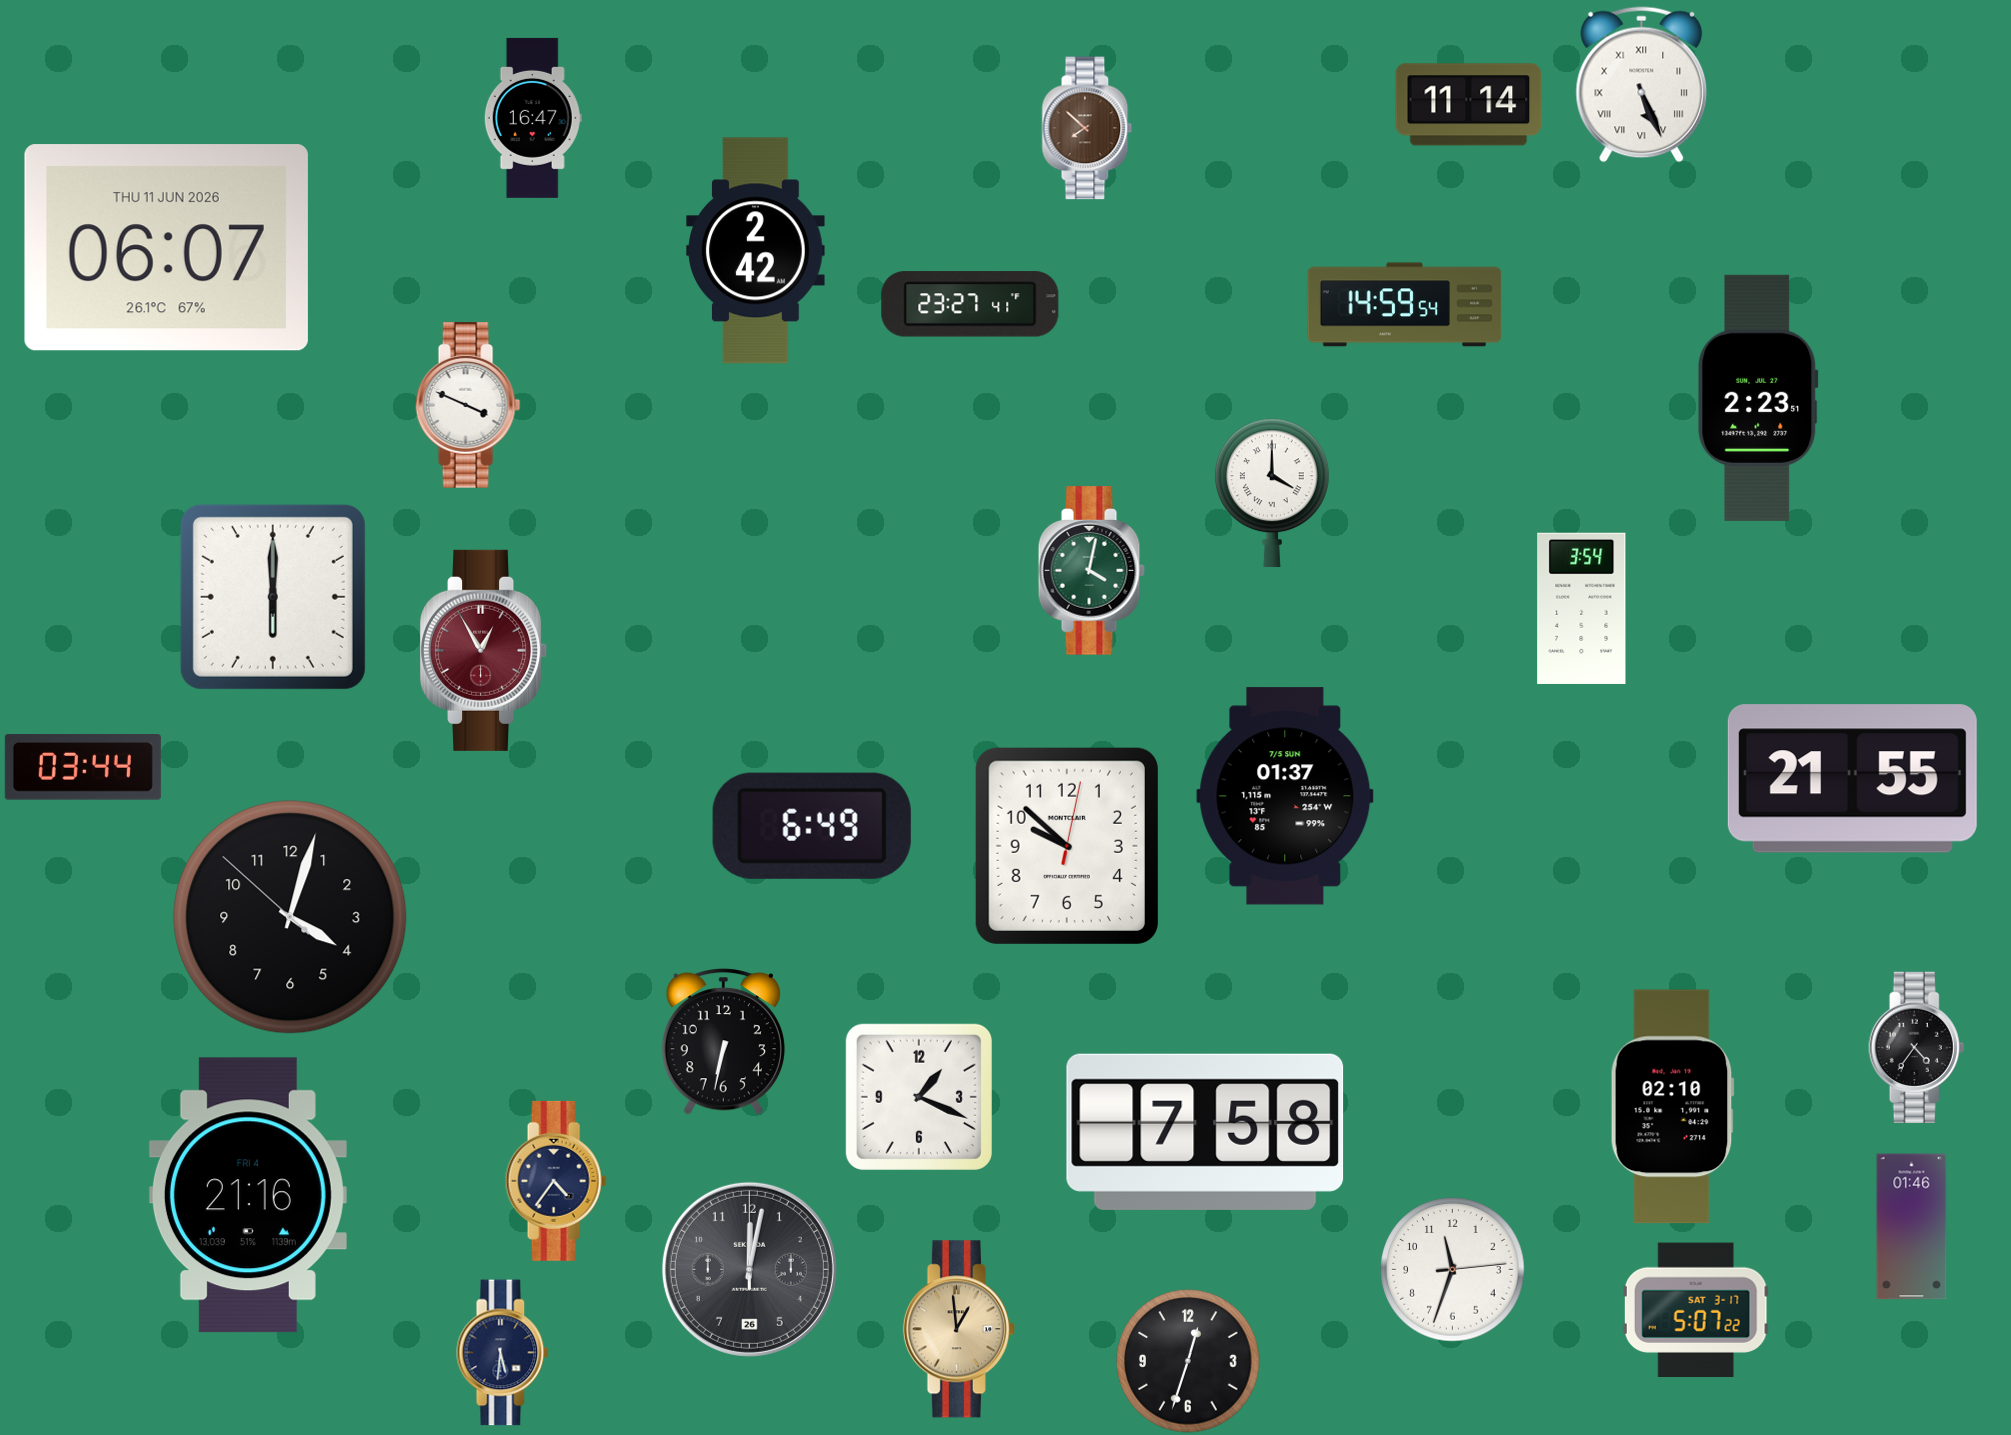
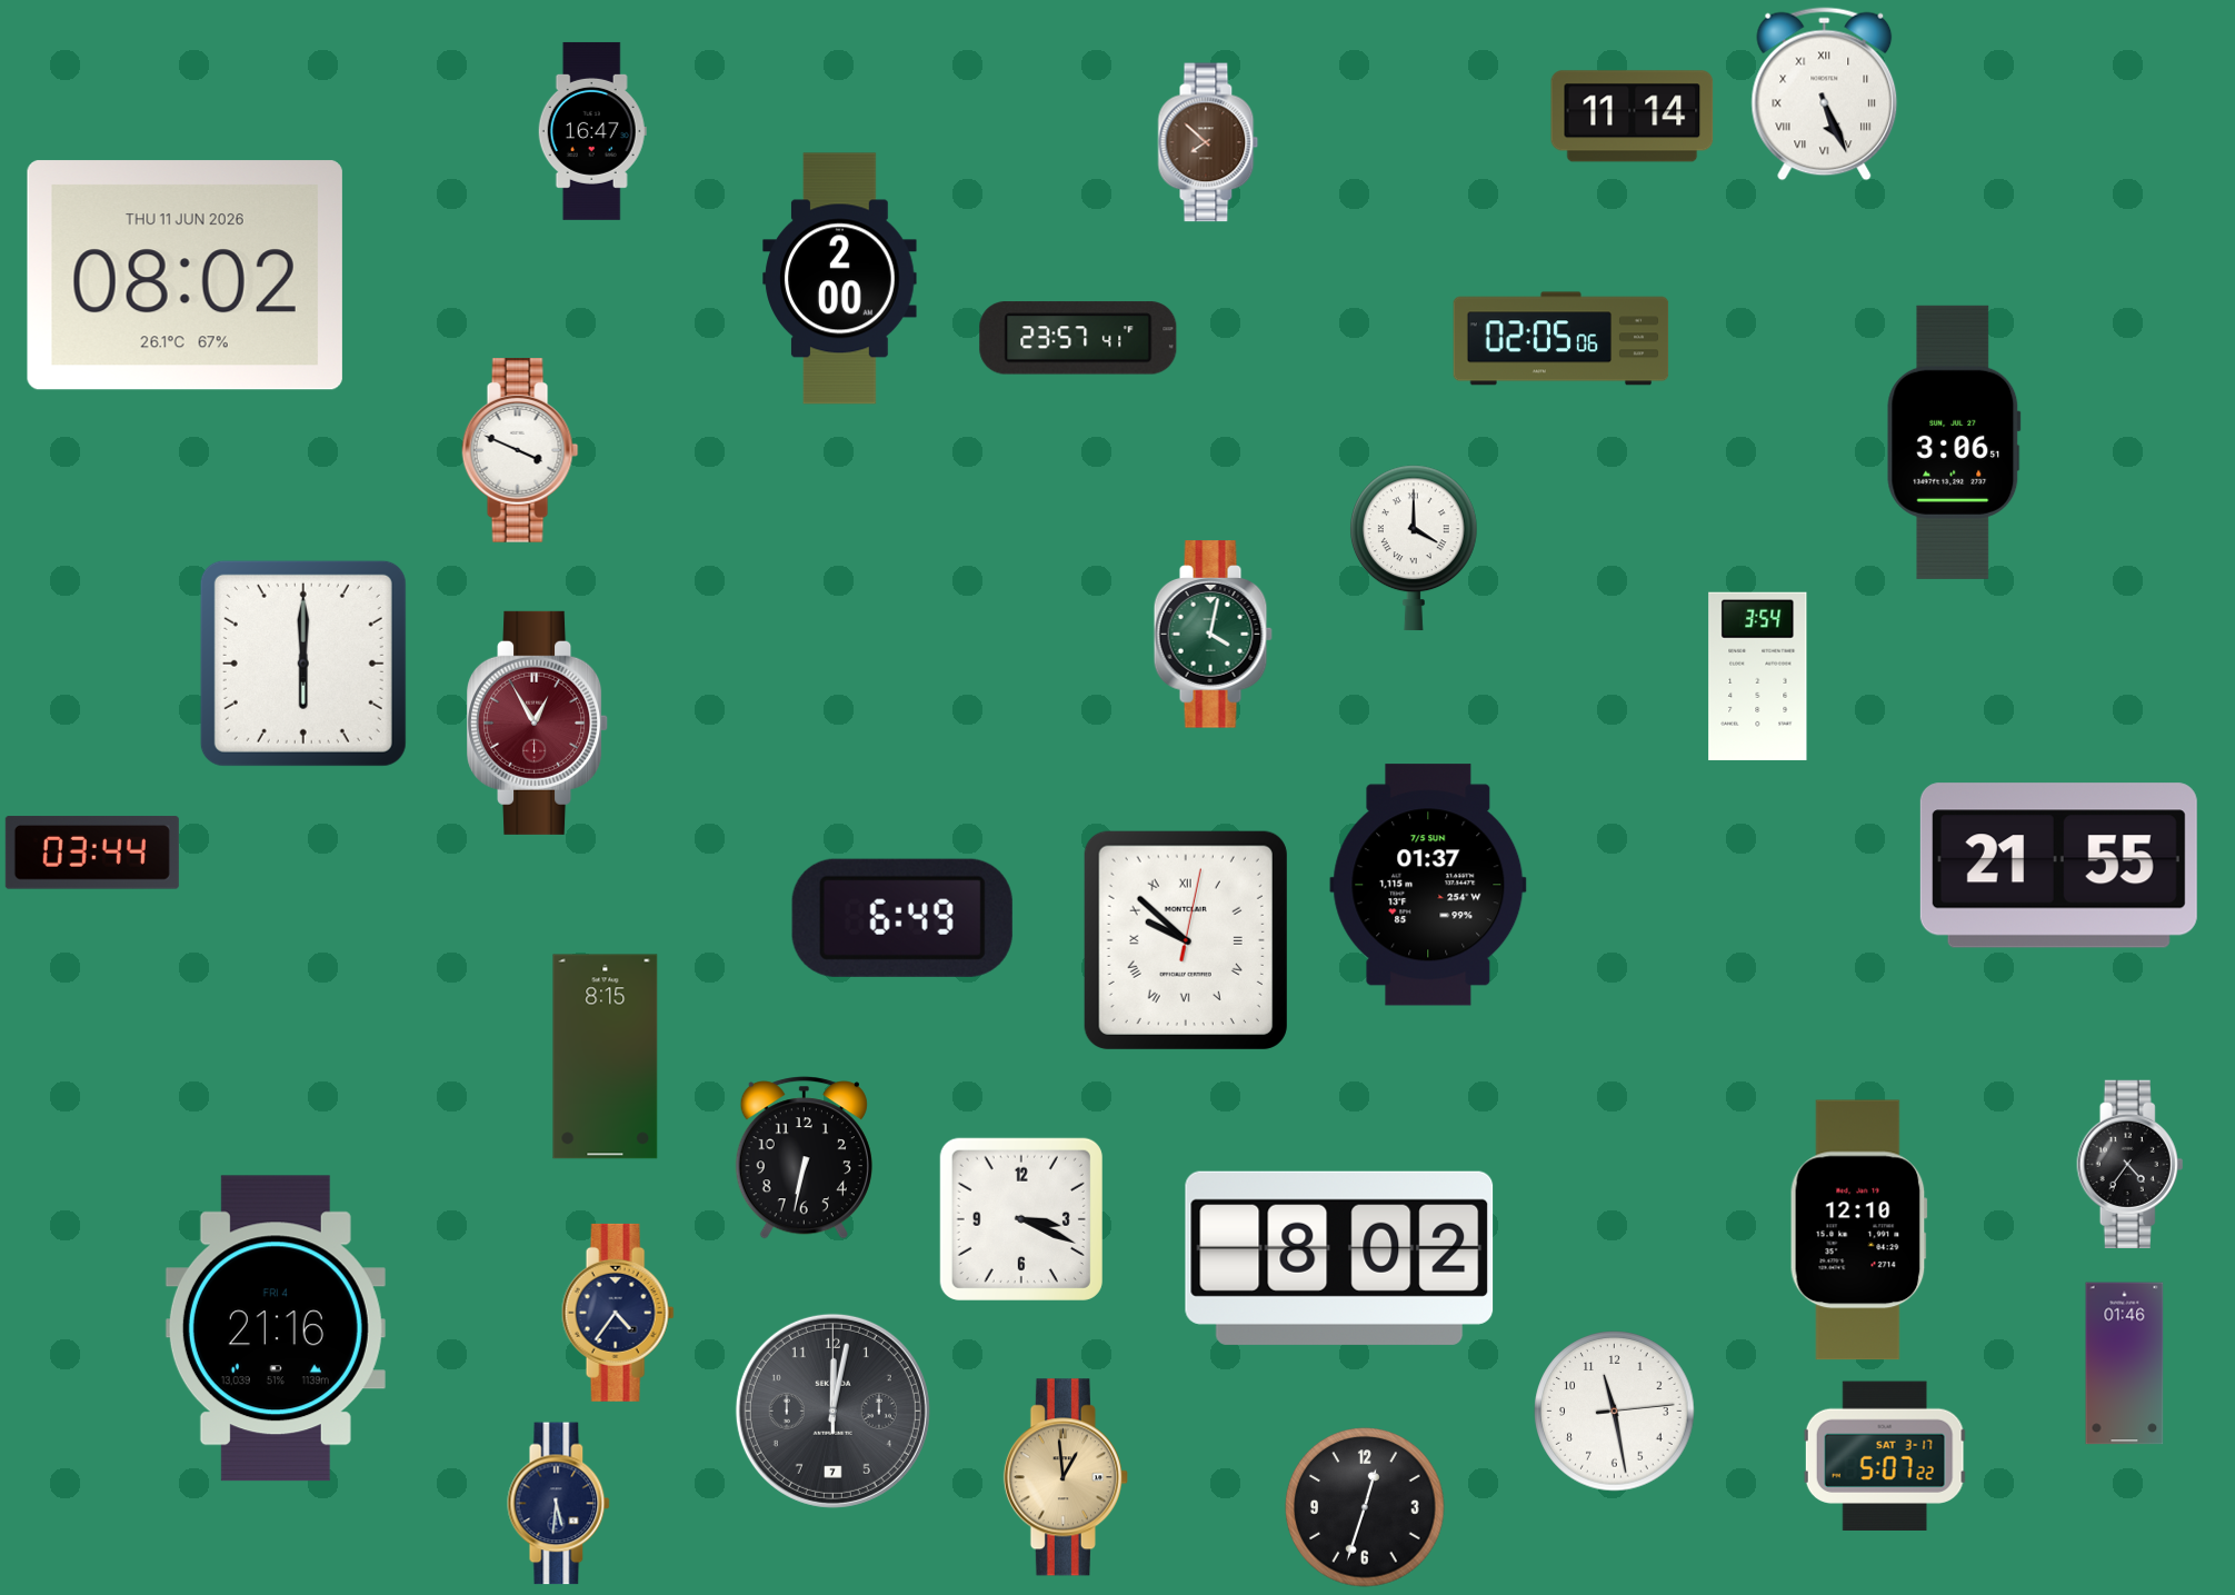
clock at (166, 248): 06:07 -> 08:02
clock at (756, 251): 2:42 -> 2:00
clock at (970, 304): 23:27 -> 23:57
clock at (1405, 305): 14:59 -> 02:05
clock at (1758, 398): 2:23 -> 3:06
clock at (1067, 846) numerals: Arabic -> Roman
clock at (290, 917): 4:02 -> none
clock at (606, 1057): none -> 8:15
clock at (919, 1097): 1:19 -> 3:19
clock at (1672, 1107): 02:10 -> 12:10
clock at (1205, 1132): 7:58 -> 8:02
clock at (749, 1269) date: 26 -> 7
clock at (1453, 1270): 11:33 -> 11:28
clock at (1188, 1361) position: (1188, 1361) -> (1365, 1507)
